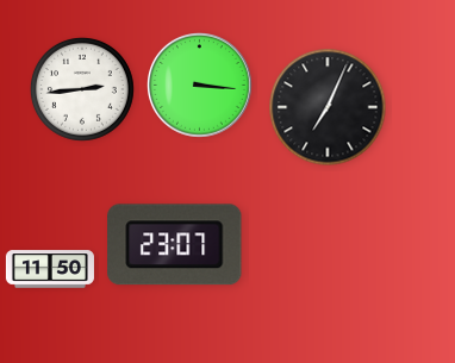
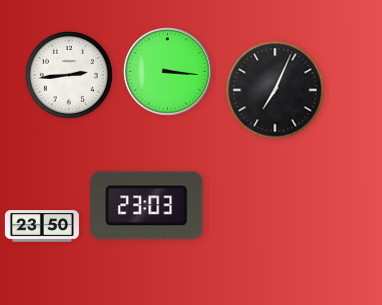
clock at (175, 245): 23:07 -> 23:03
clock at (50, 269): 11:50 -> 23:50
